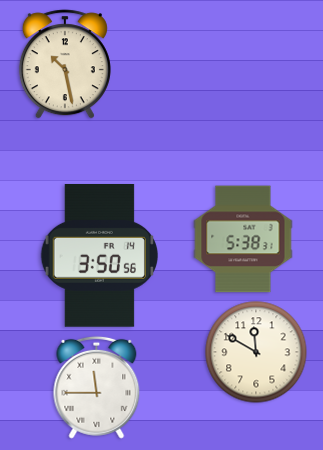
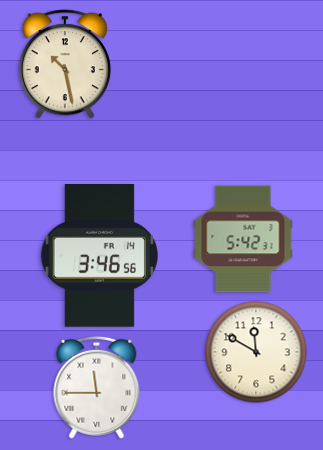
clock at (243, 239): 5:38 -> 5:42
clock at (99, 256): 3:50 -> 3:46
